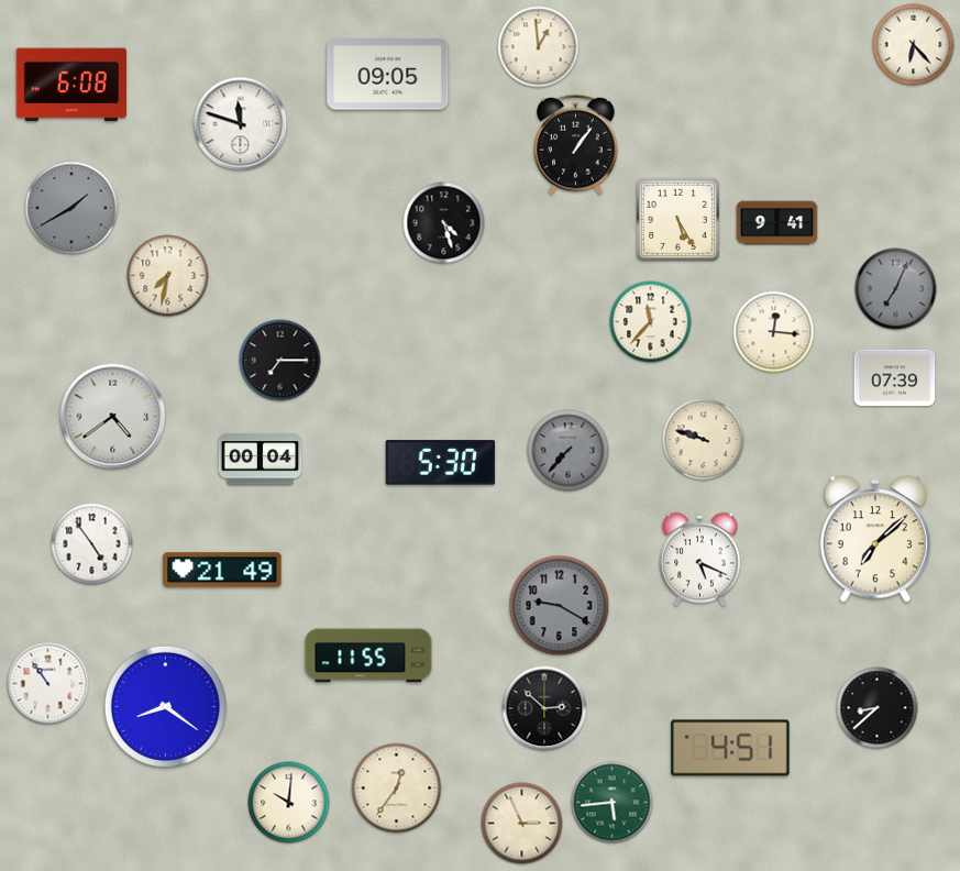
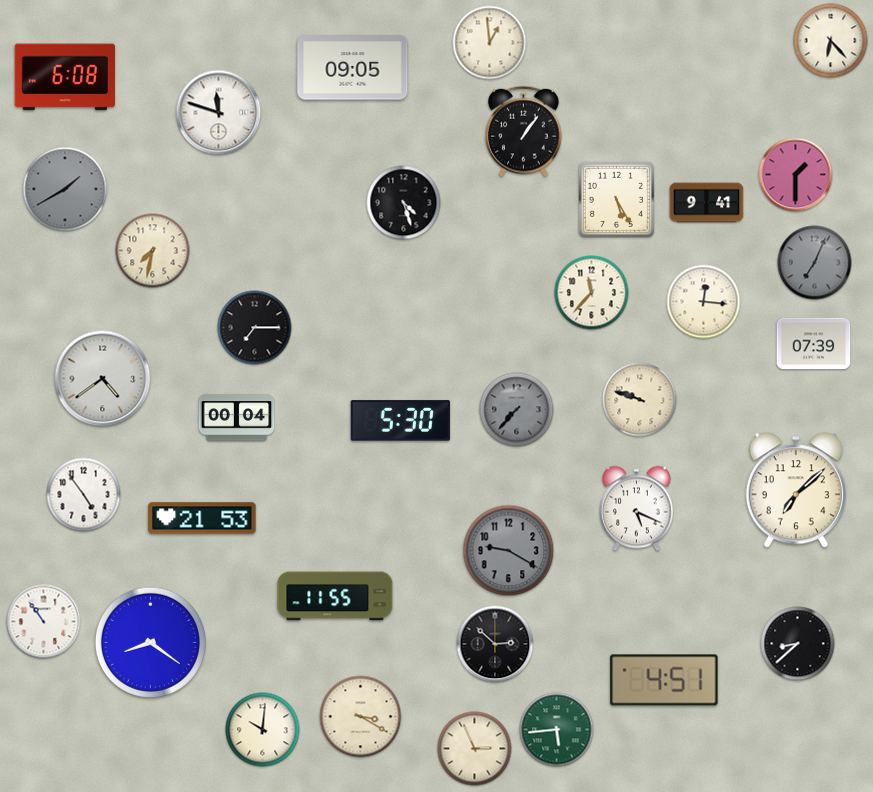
clock at (796, 175): none -> 1:30
clock at (222, 570): 21:49 -> 21:53
clock at (397, 789): 12:36 -> 3:20
